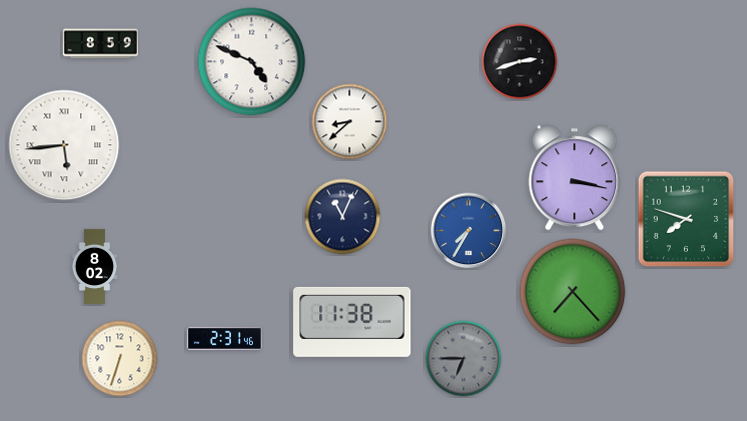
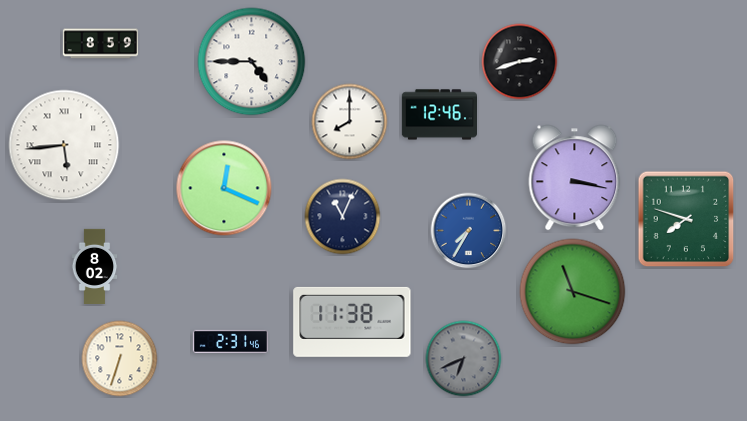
clock at (252, 62): 4:49 -> 4:45
clock at (439, 115): none -> 12:46
clock at (350, 122): 8:38 -> 8:00
clock at (224, 188): none -> 12:19
clock at (573, 292): 7:23 -> 11:18
clock at (224, 338) position: (224, 338) -> (230, 341)
clock at (464, 359): 6:45 -> 6:41
